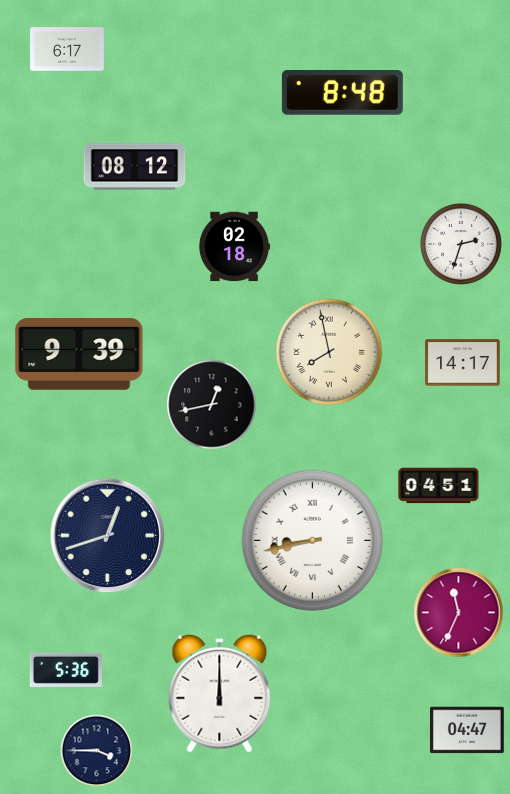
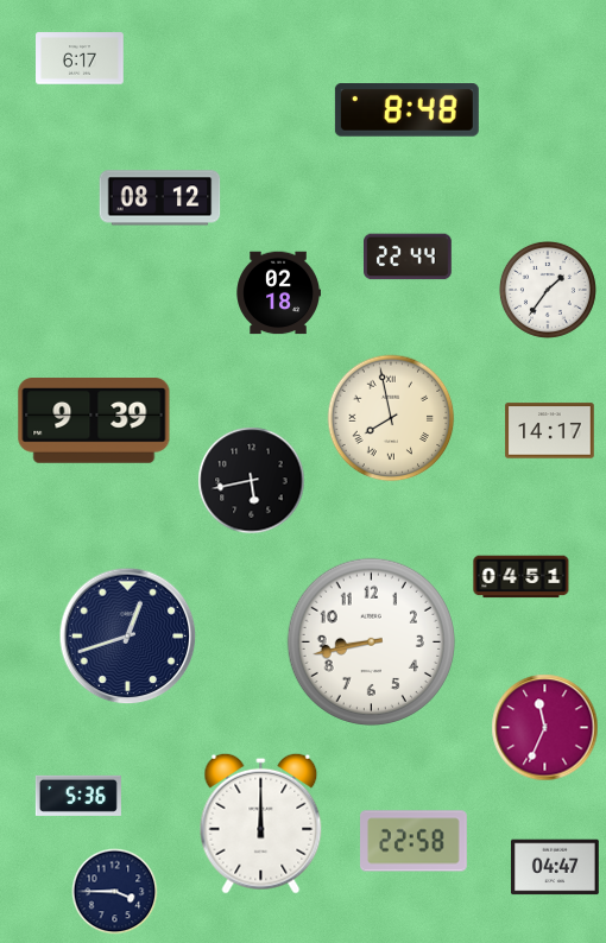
clock at (409, 257): none -> 22:44
clock at (461, 244): 2:33 -> 1:36
clock at (212, 405): 12:43 -> 5:43
clock at (312, 540) numerals: Roman -> Arabic
clock at (415, 841): none -> 22:58
